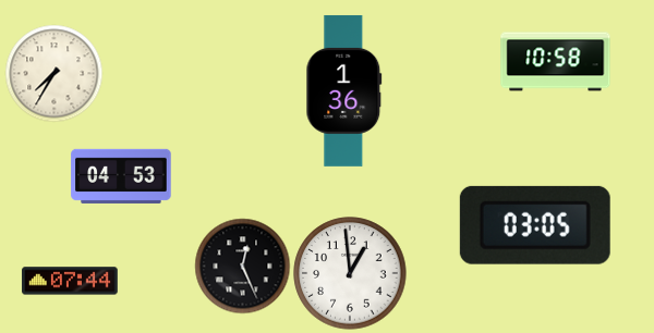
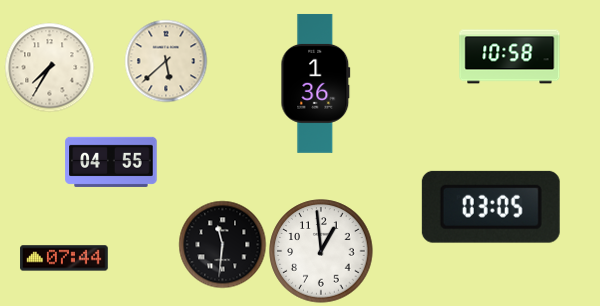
clock at (166, 61): none -> 5:38
clock at (121, 176): 04:53 -> 04:55
clock at (242, 266): 12:26 -> 11:31
